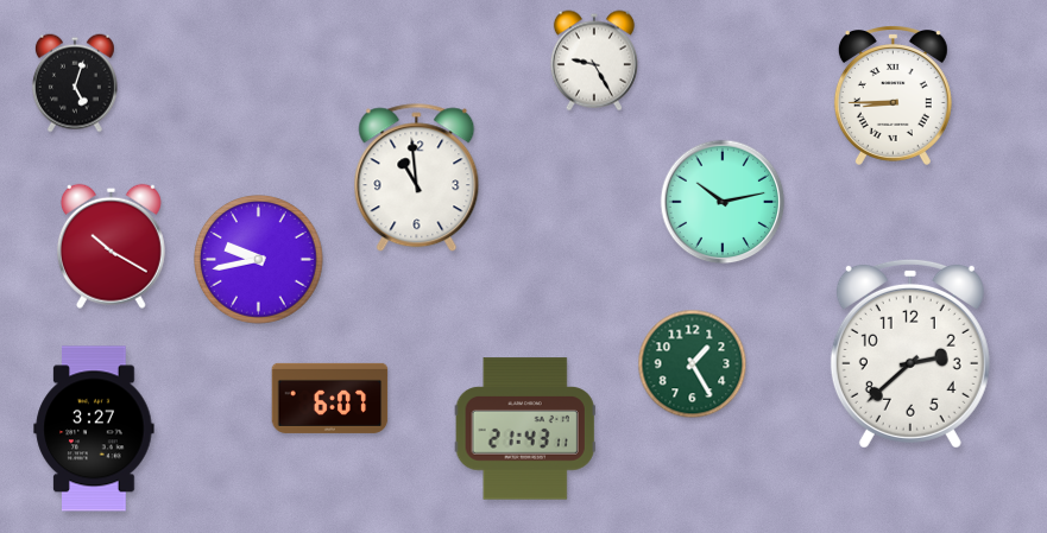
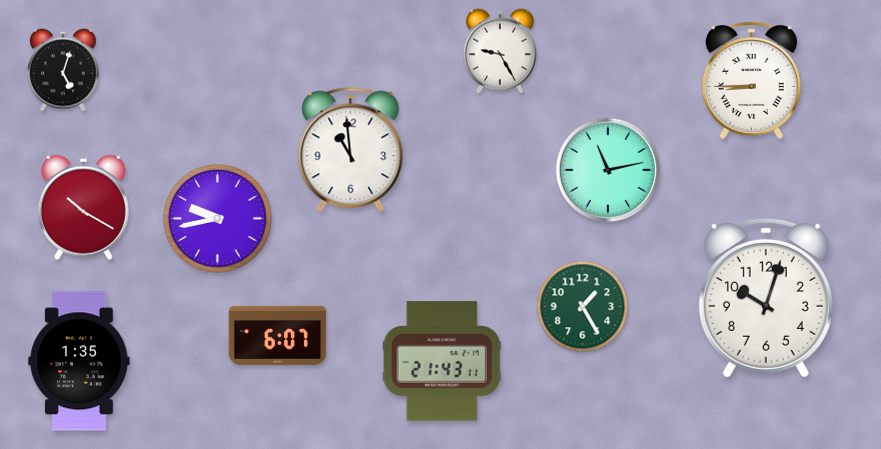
clock at (723, 202): 10:13 -> 11:13
clock at (111, 246) position: (111, 246) -> (83, 207)
clock at (910, 354): 2:38 -> 10:03
clock at (94, 429): 3:27 -> 1:35
